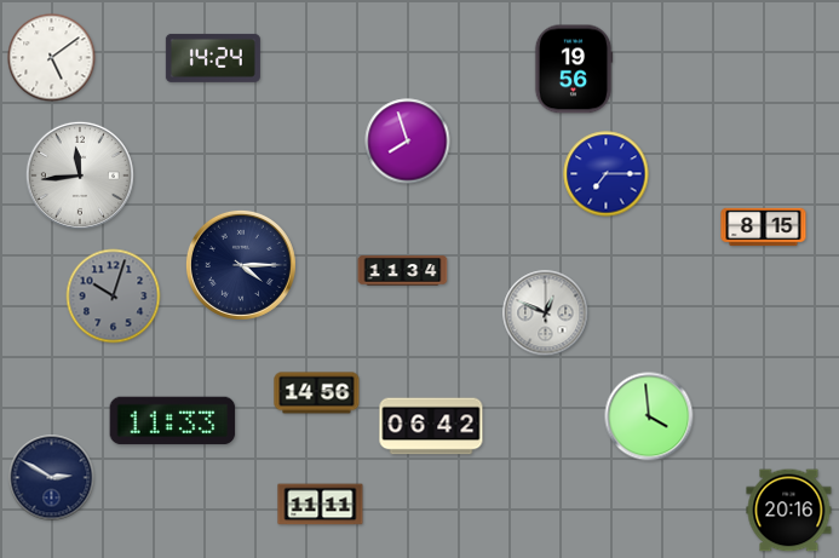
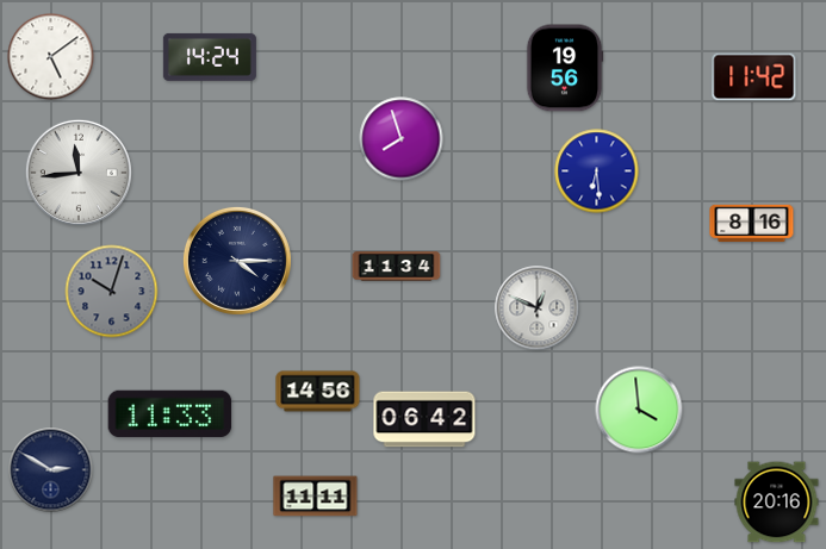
clock at (754, 77): none -> 11:42
clock at (607, 174): 7:15 -> 6:29
clock at (764, 228): 8:15 -> 8:16
clock at (317, 393) position: (317, 393) -> (318, 392)
